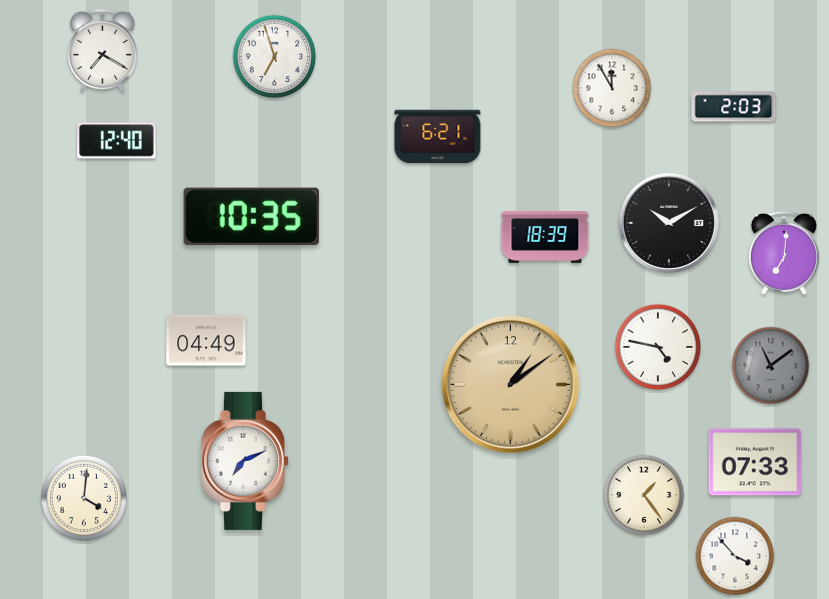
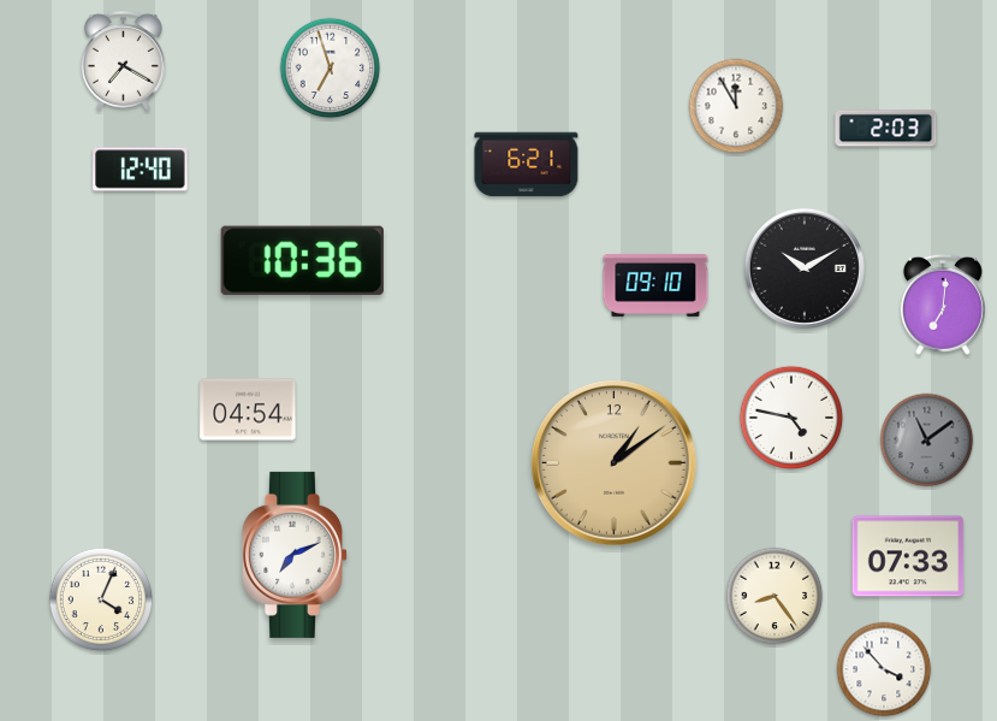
clock at (734, 107) position: (734, 107) -> (886, 129)
clock at (251, 216): 10:35 -> 10:36
clock at (545, 237): 18:39 -> 09:10
clock at (206, 340): 04:49 -> 04:54
clock at (644, 495): 1:24 -> 8:24
clock at (84, 498): 4:01 -> 4:04
